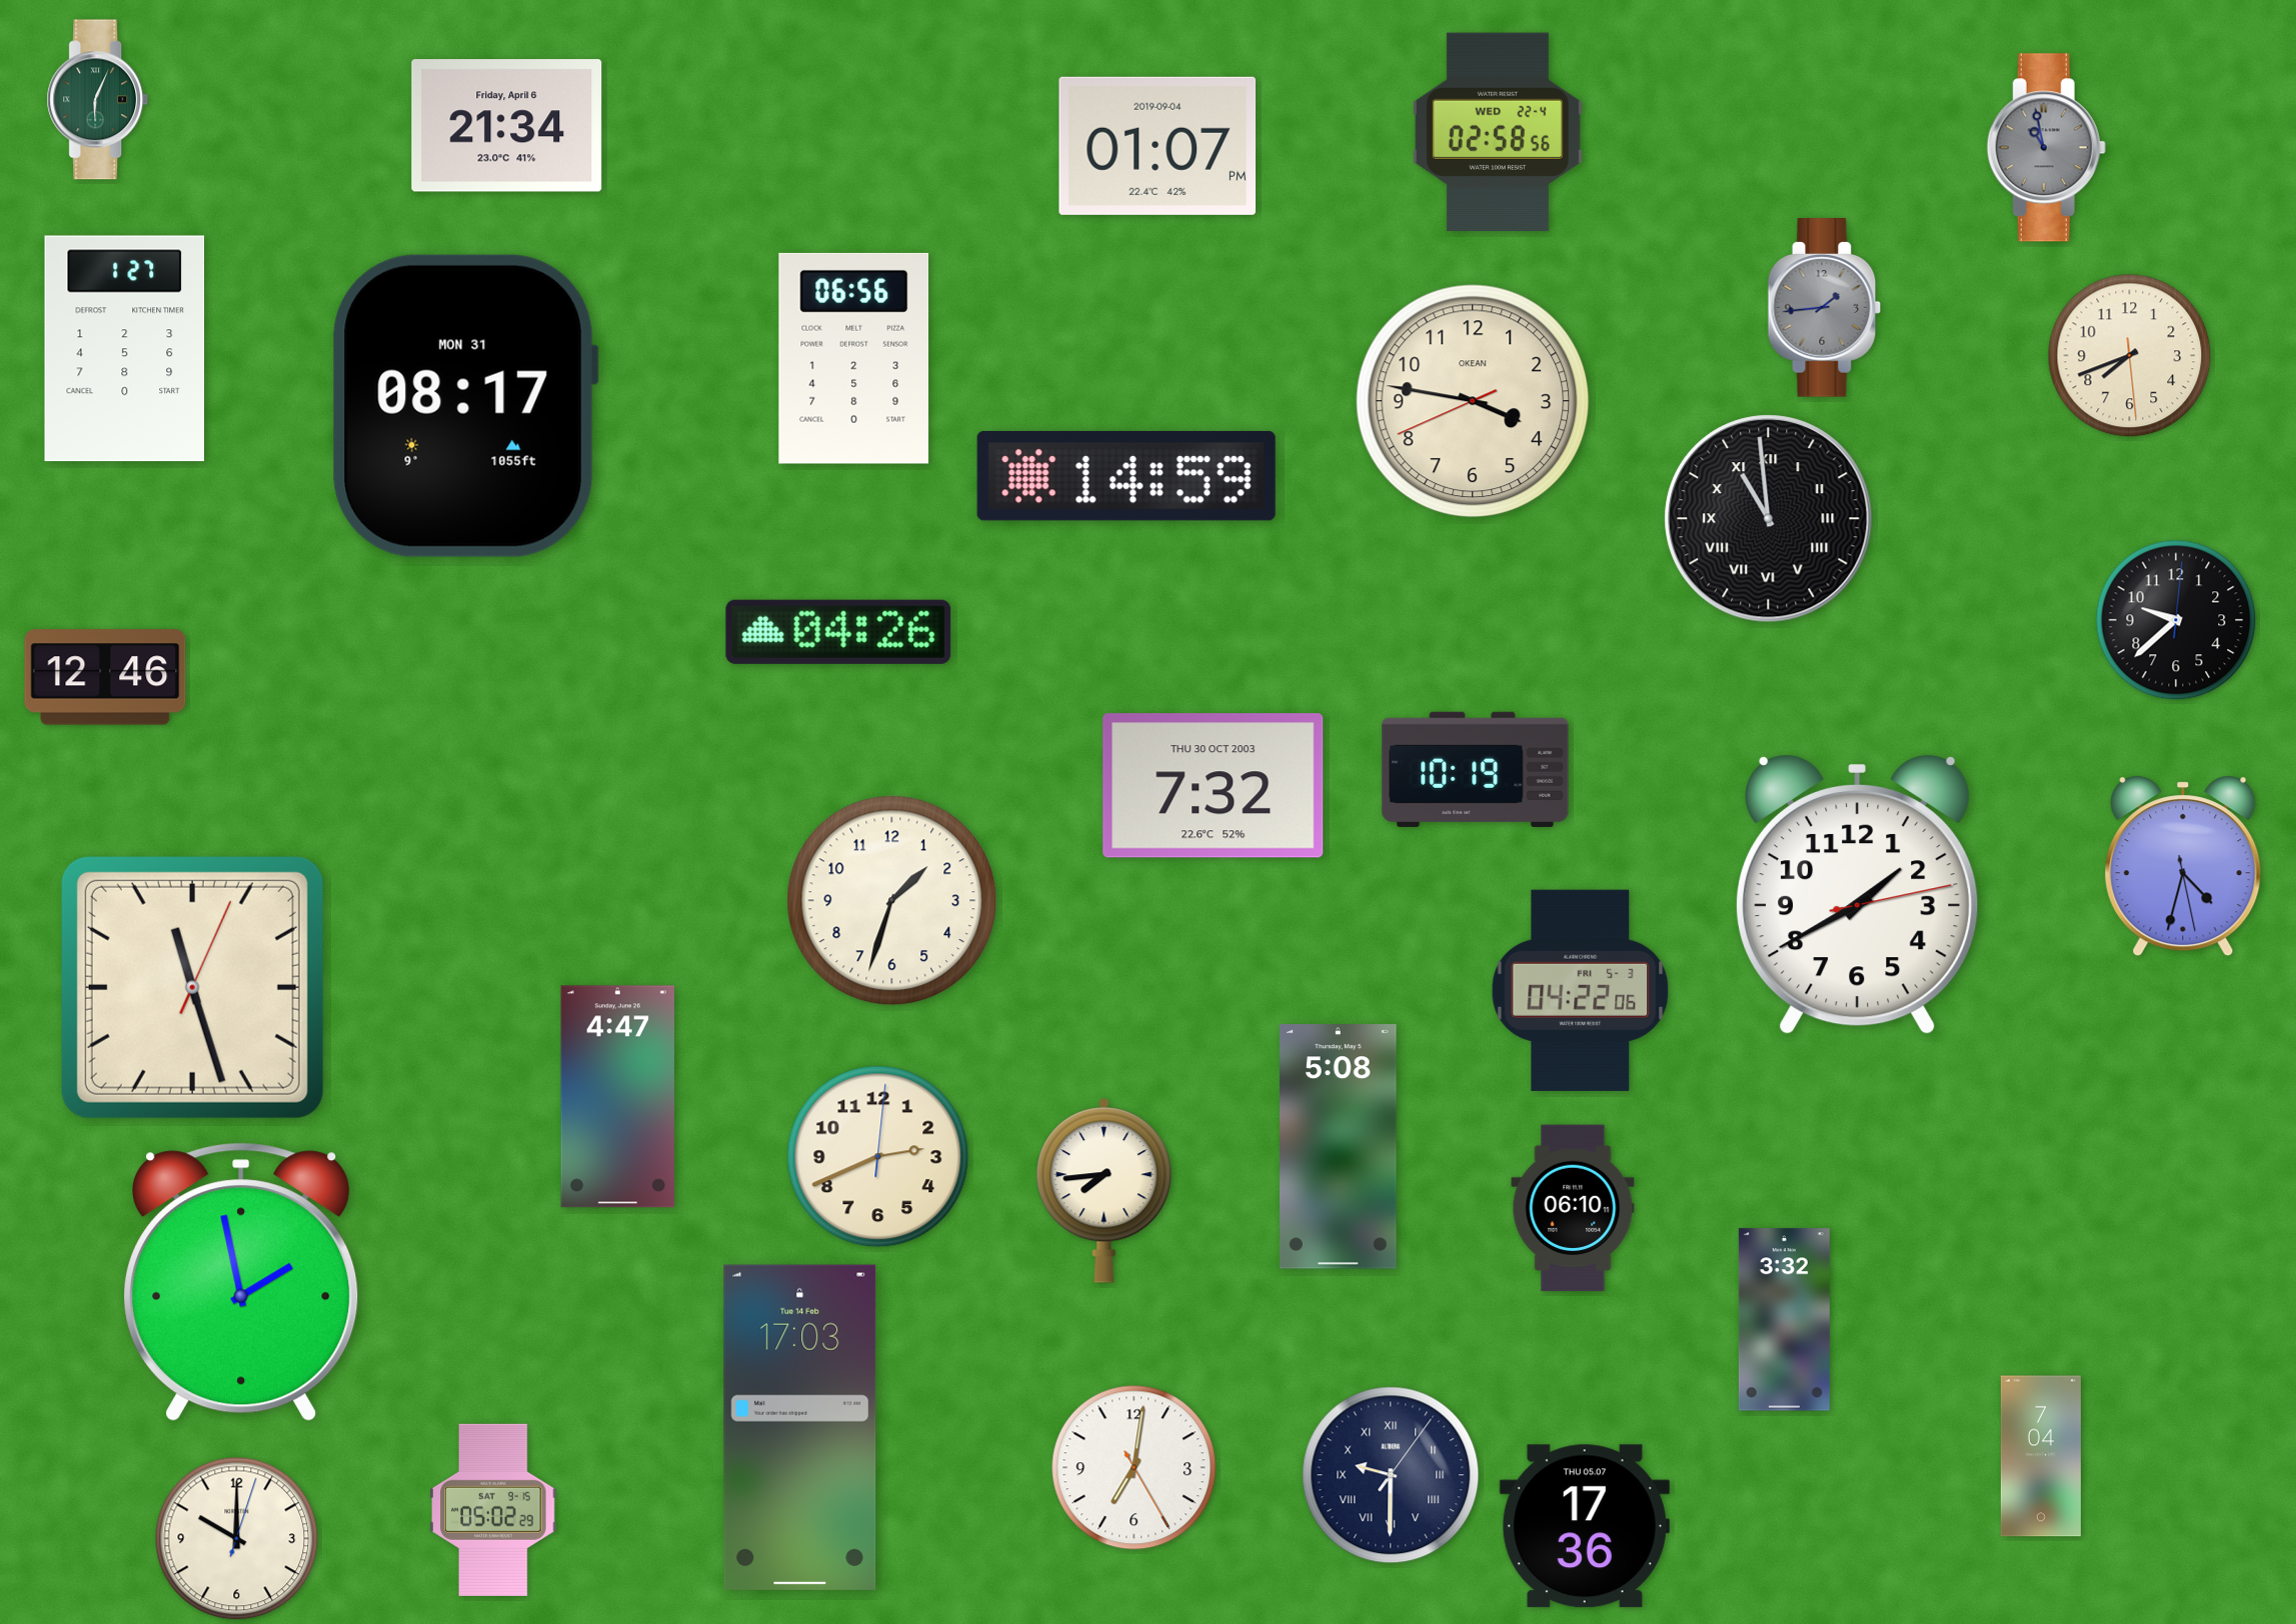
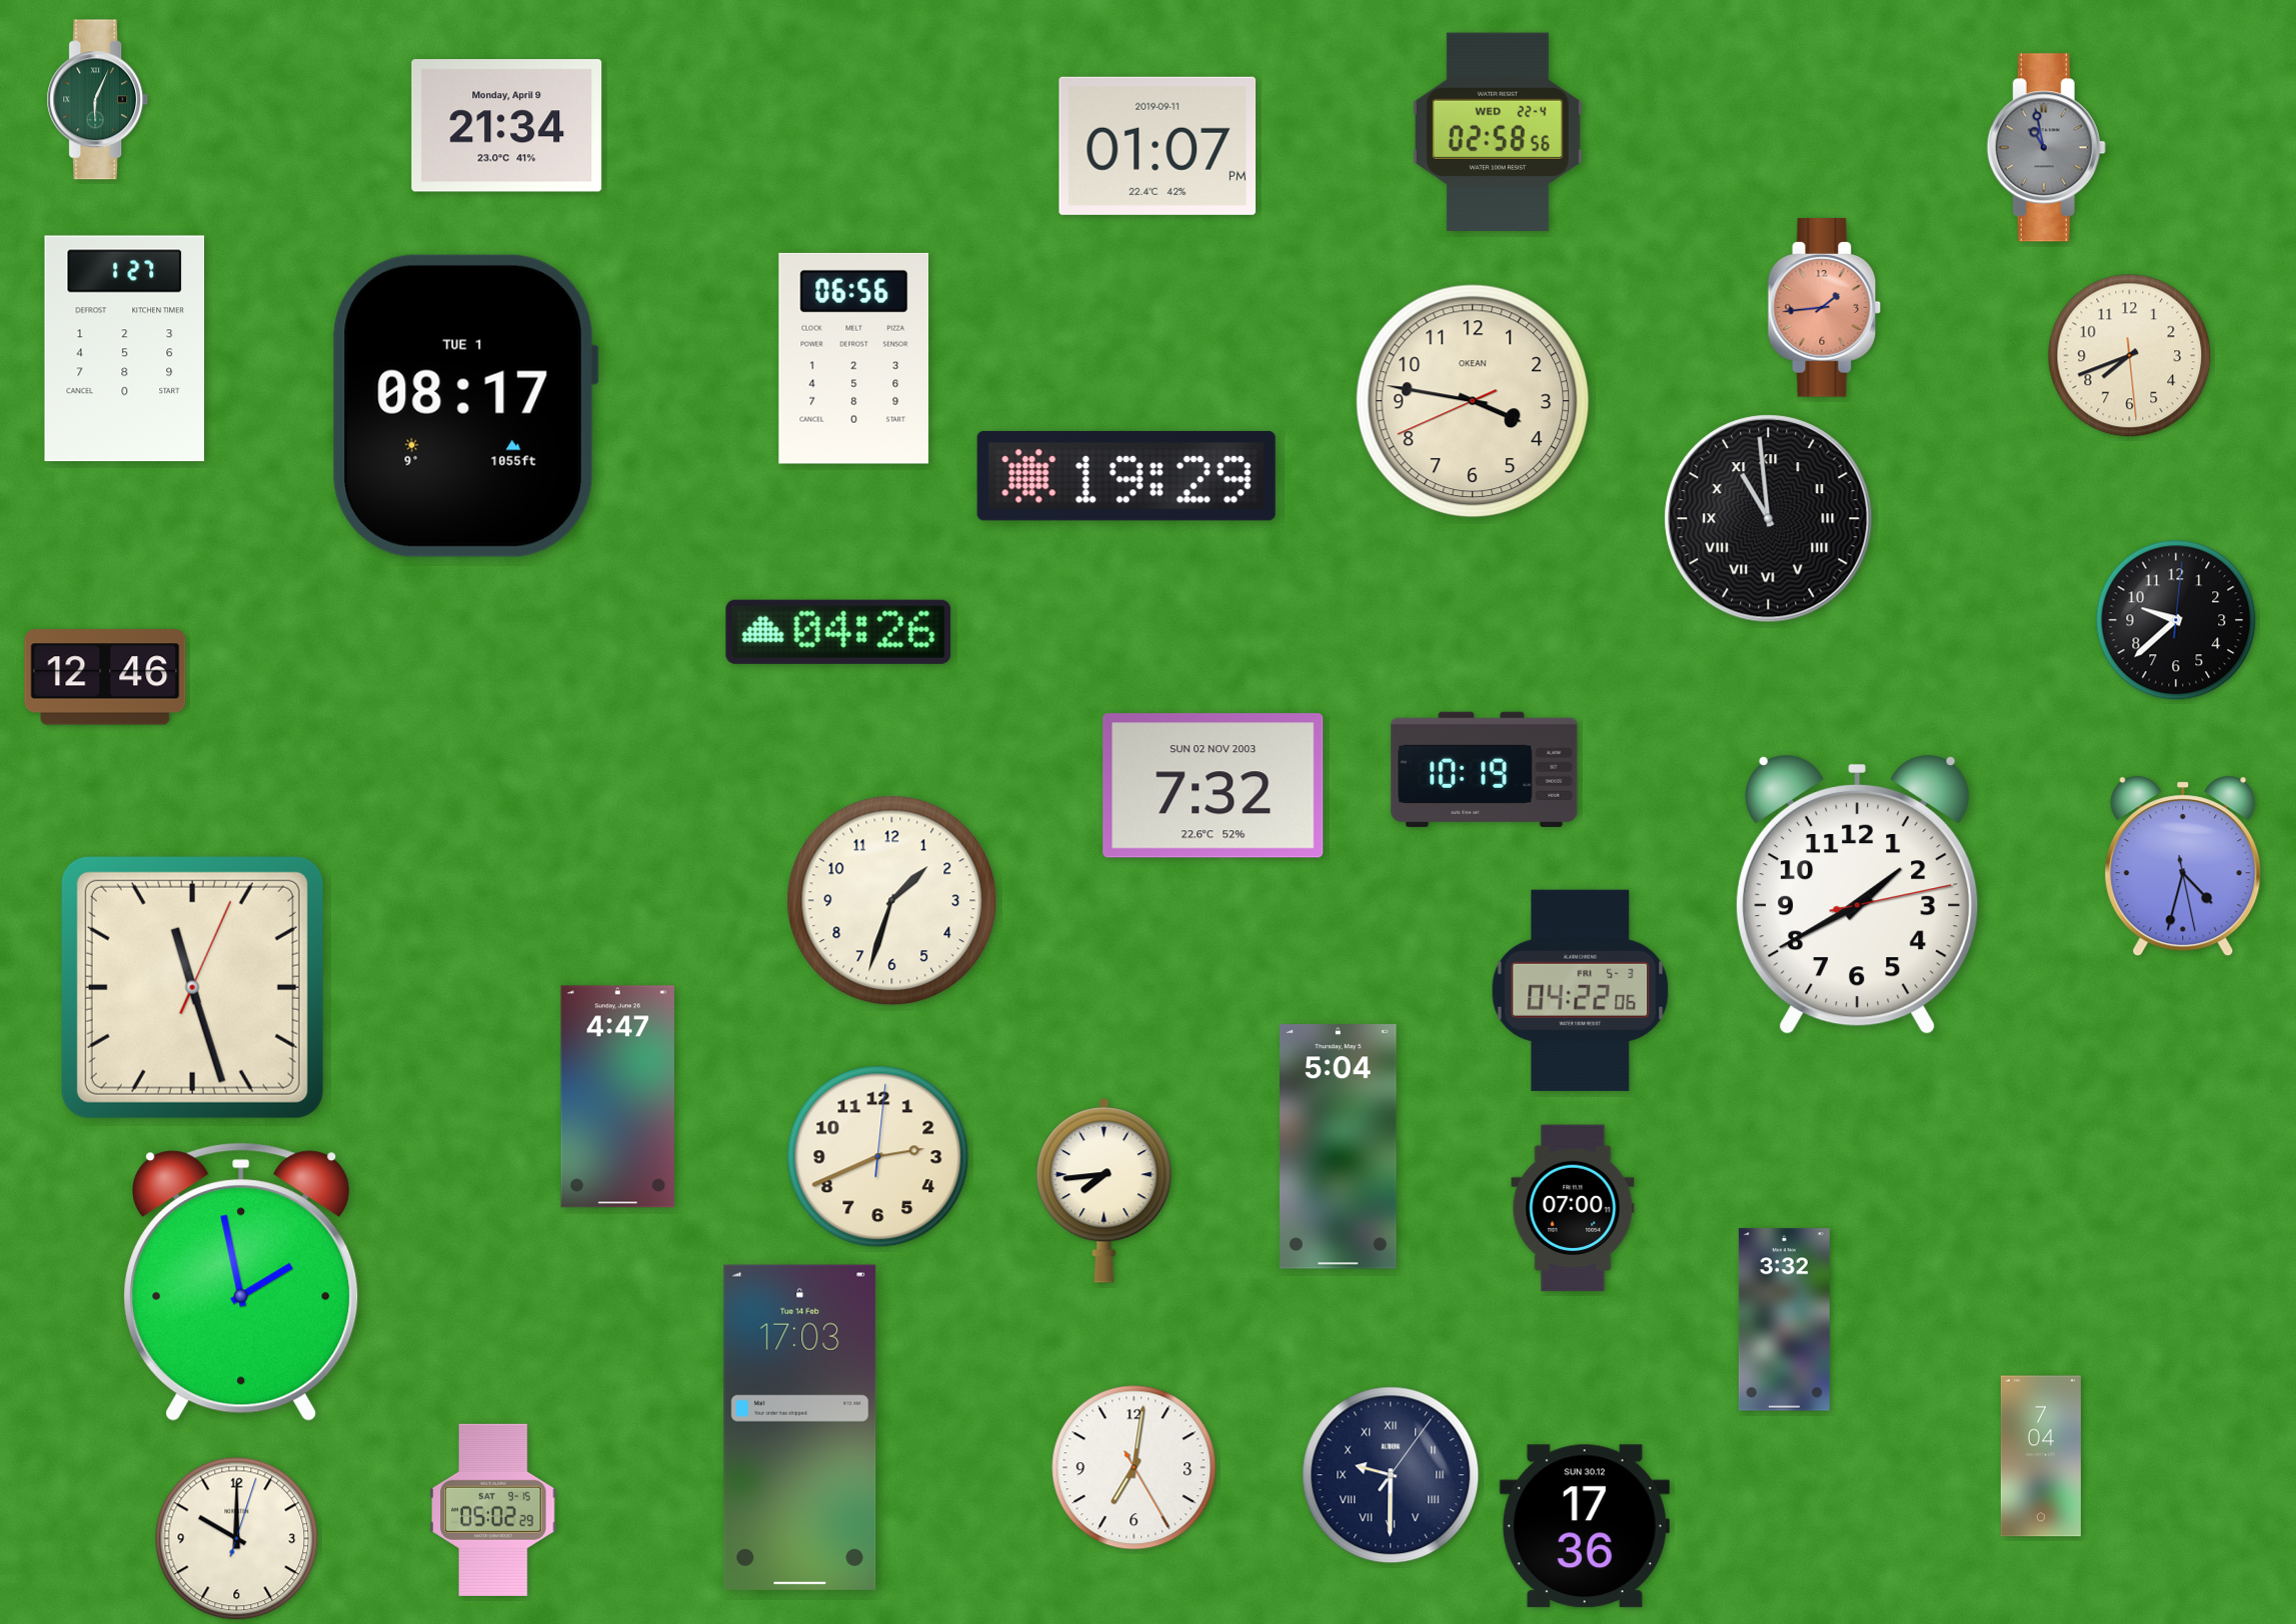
clock at (507, 126) date: Friday, April 6 -> Monday, April 9
clock at (1158, 146) date: 2019-09-04 -> 2019-09-11
clock at (1825, 308) dial: grey -> salmon
clock at (465, 406) date: MON 31 -> TUE 1
clock at (1126, 476): 14:59 -> 19:29
clock at (1476, 769) position: (1476, 769) -> (1485, 769)
clock at (1214, 786) date: THU 30 OCT 2003 -> SUN 02 NOV 2003
clock at (1339, 1147): 5:08 -> 5:04
clock at (1573, 1208): 06:10 -> 07:00
clock at (1585, 1526) date: THU 05.07 -> SUN 30.12
